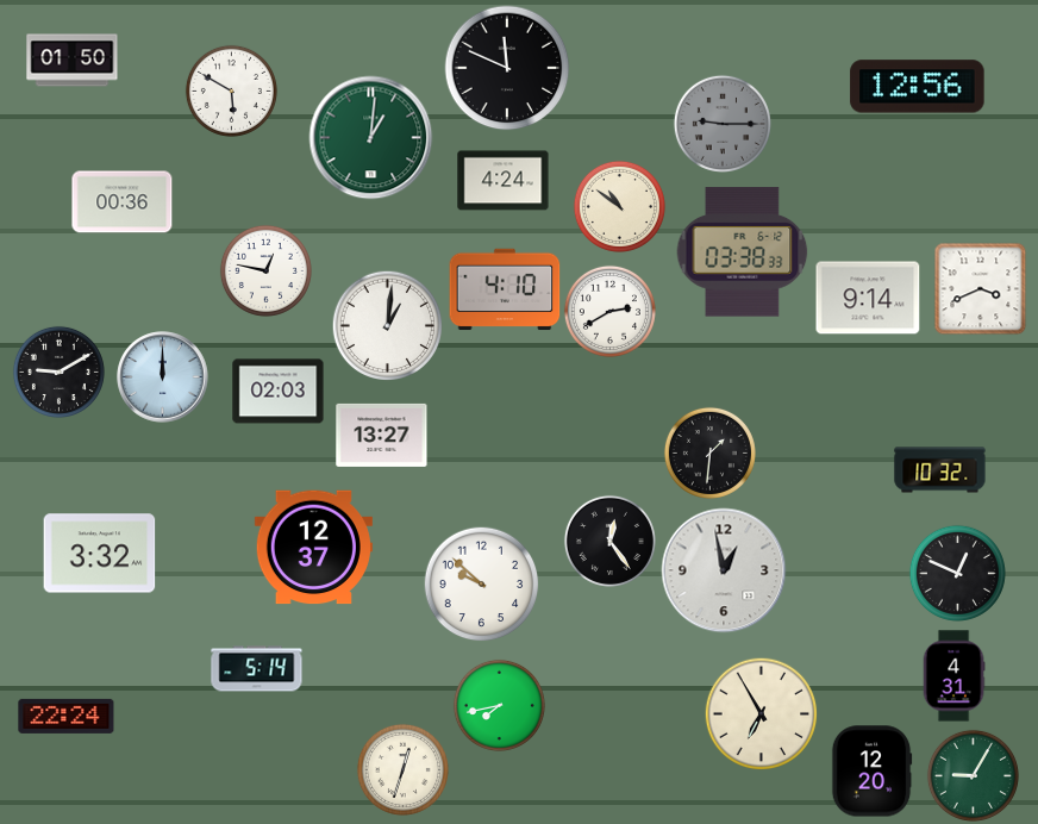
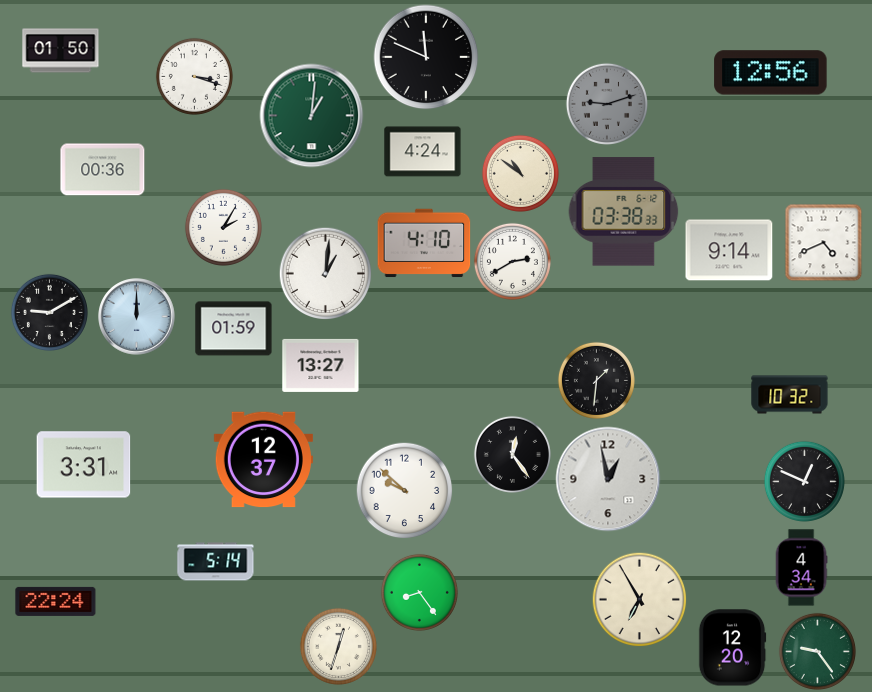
clock at (231, 90): 5:50 -> 3:18
clock at (723, 124): 9:15 -> 9:12
clock at (265, 270): 12:47 -> 2:05
clock at (980, 288): 3:41 -> 4:41
clock at (279, 392): 02:03 -> 01:59
clock at (100, 554): 3:32 -> 3:31
clock at (953, 676): 4:31 -> 4:34
clock at (499, 705): 7:43 -> 8:24
clock at (973, 775): 9:05 -> 9:24
